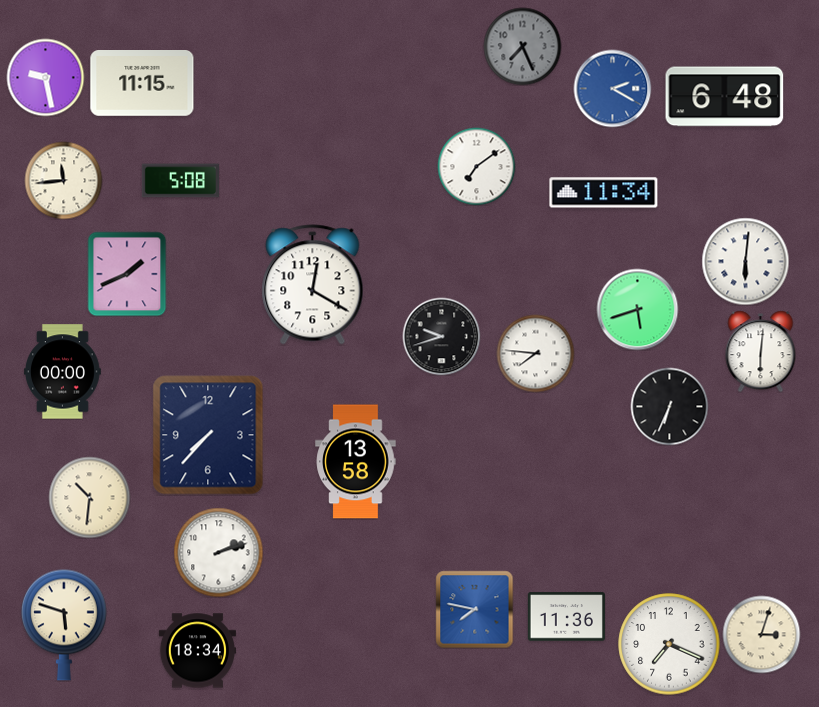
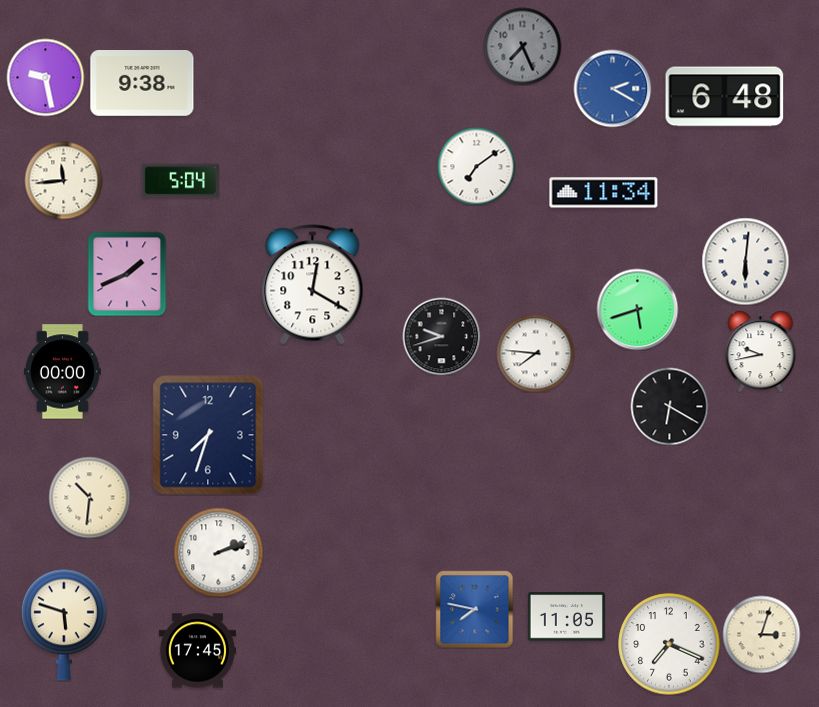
clock at (142, 84): 11:15 -> 9:38
clock at (180, 181): 5:08 -> 5:04
clock at (761, 351): 6:01 -> 9:43
clock at (669, 406): 6:34 -> 6:20
clock at (208, 435): 7:37 -> 7:33
clock at (356, 462): 13:58 -> none
clock at (566, 617): 11:36 -> 11:05
clock at (197, 651): 18:34 -> 17:45
